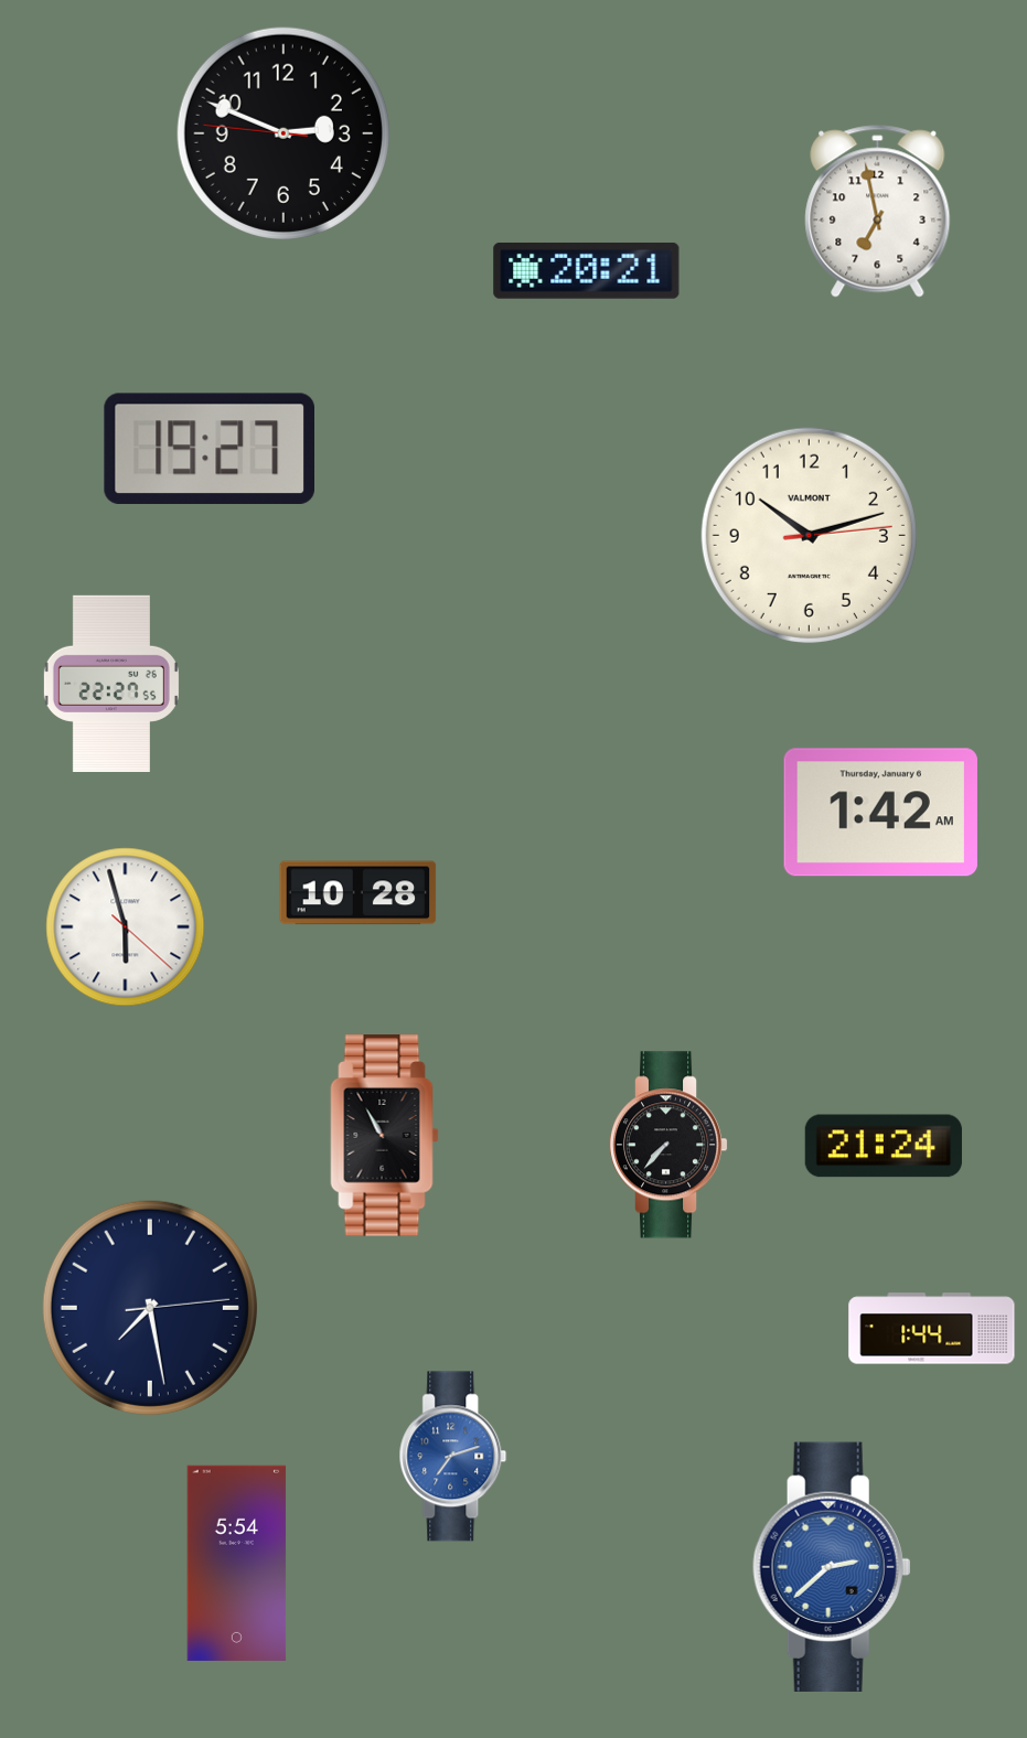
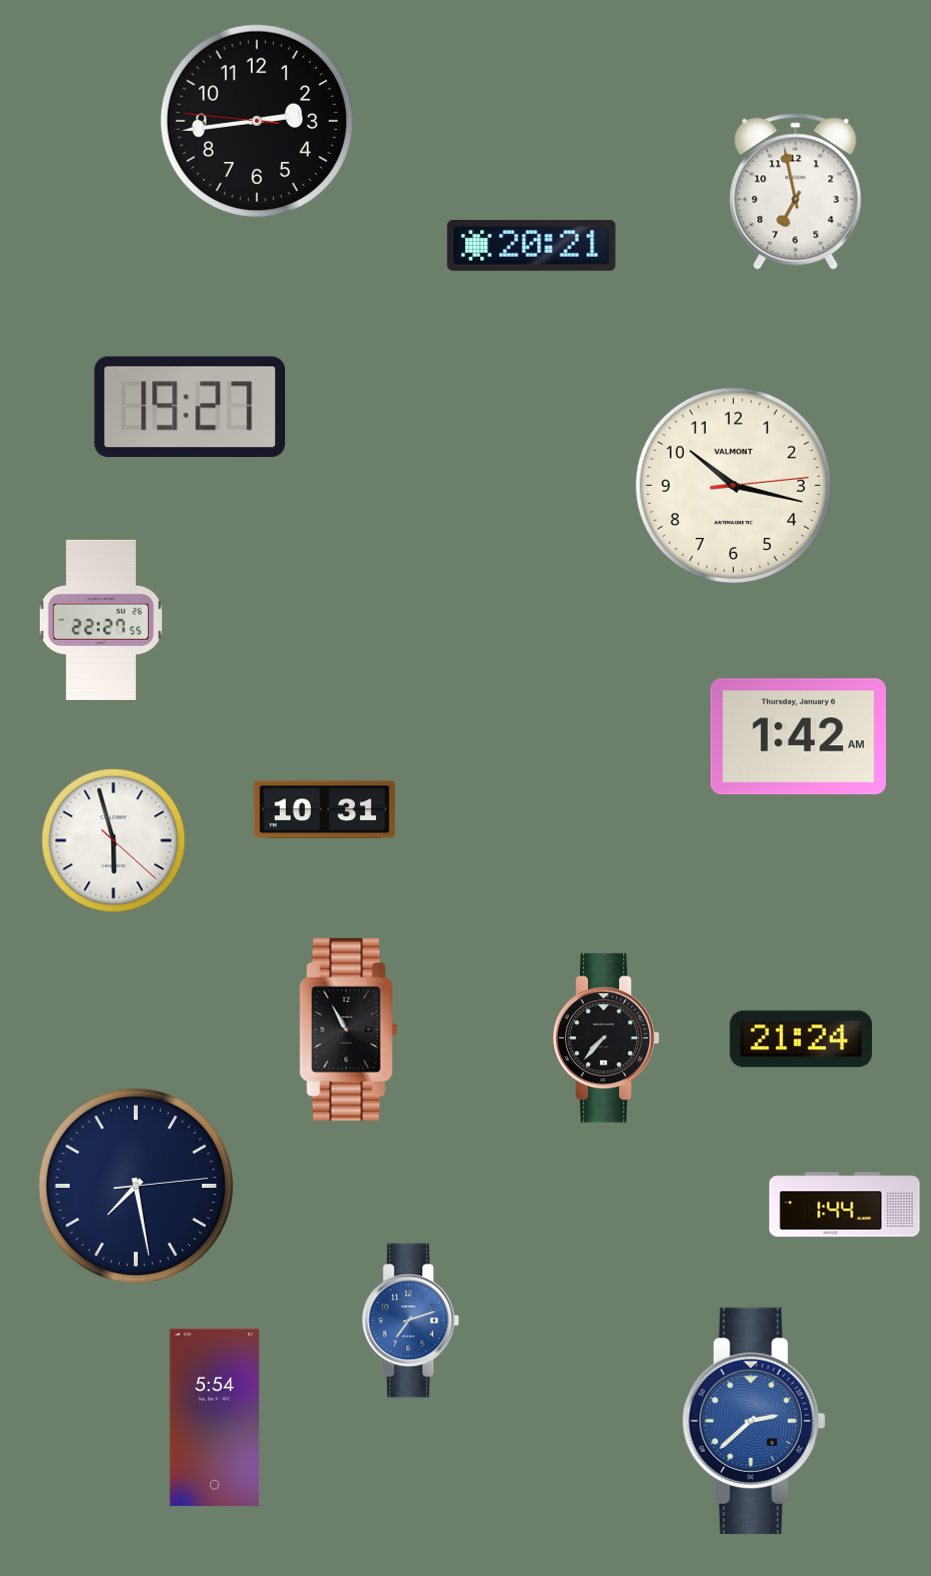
clock at (284, 133): 2:48 -> 2:43
clock at (809, 535): 10:12 -> 10:17
clock at (359, 893): 10:28 -> 10:31
